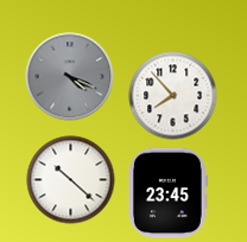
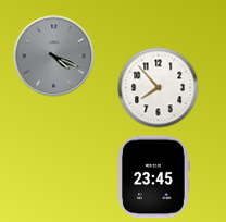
clock at (70, 77) position: (70, 77) -> (54, 57)
clock at (71, 180): 10:22 -> none
